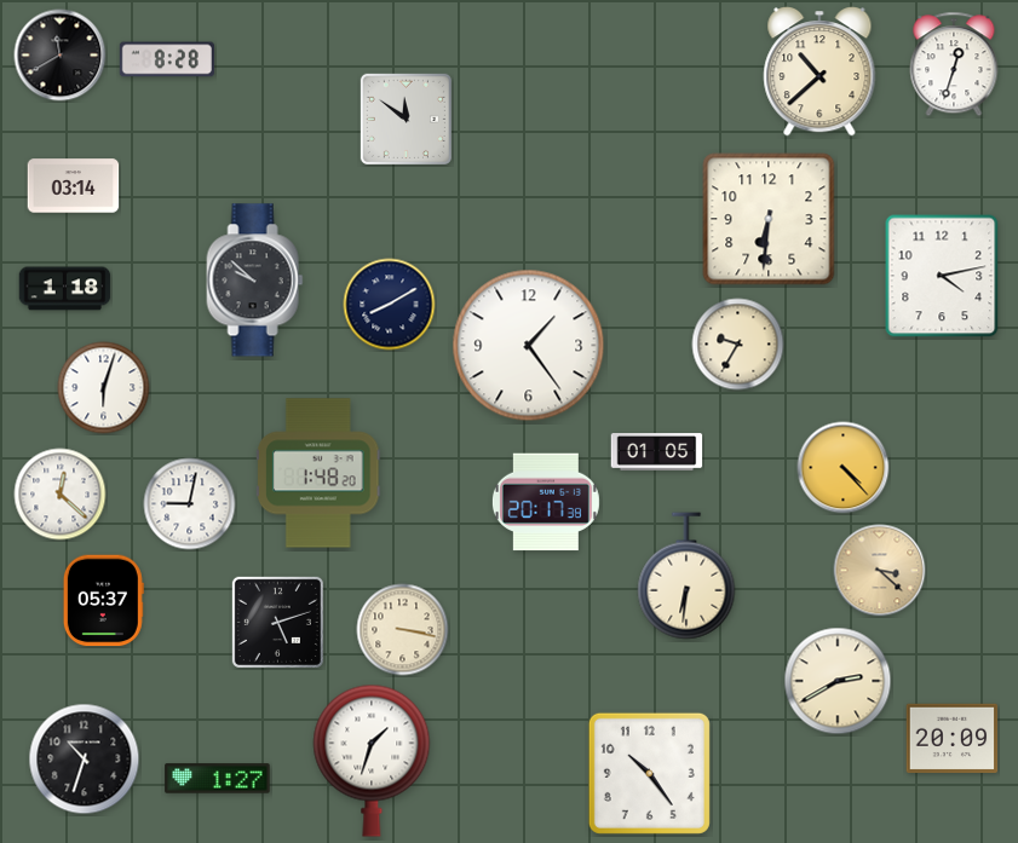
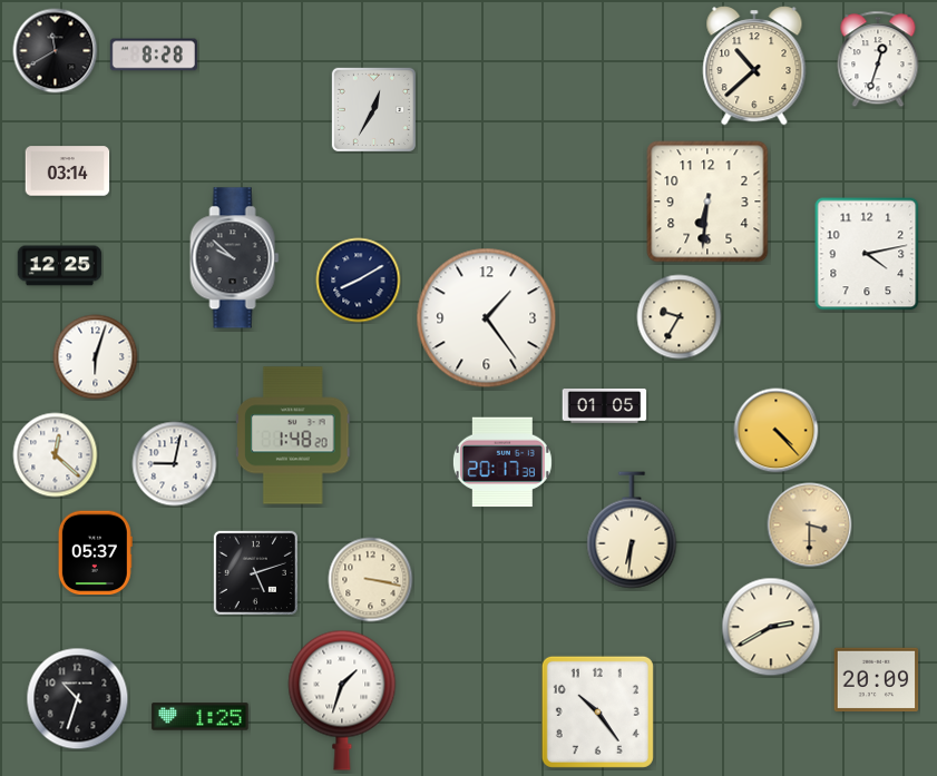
clock at (406, 119): 11:51 -> 12:35
clock at (65, 289): 1:18 -> 12:25
clock at (657, 452) position: (657, 452) -> (605, 406)
clock at (880, 571): 3:22 -> 3:30
clock at (218, 779): 1:27 -> 1:25
